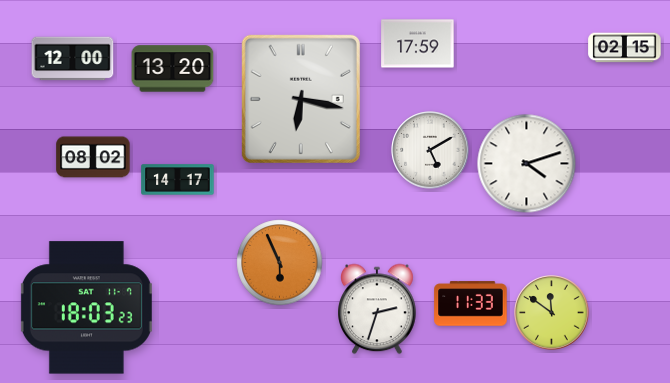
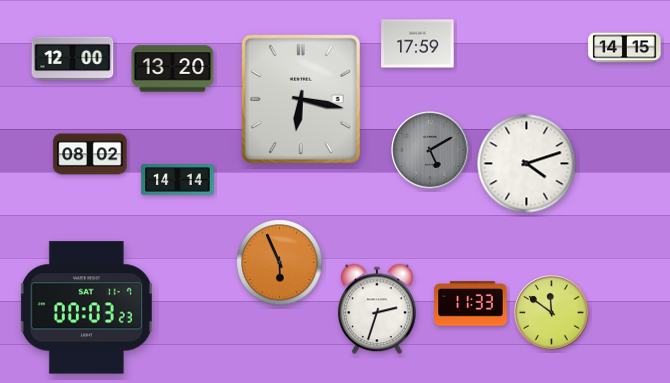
clock at (625, 48): 02:15 -> 14:15
clock at (430, 150) dial: white -> grey
clock at (93, 157) position: (93, 157) -> (90, 154)
clock at (178, 180): 14:17 -> 14:14
clock at (86, 308): 18:03 -> 00:03
